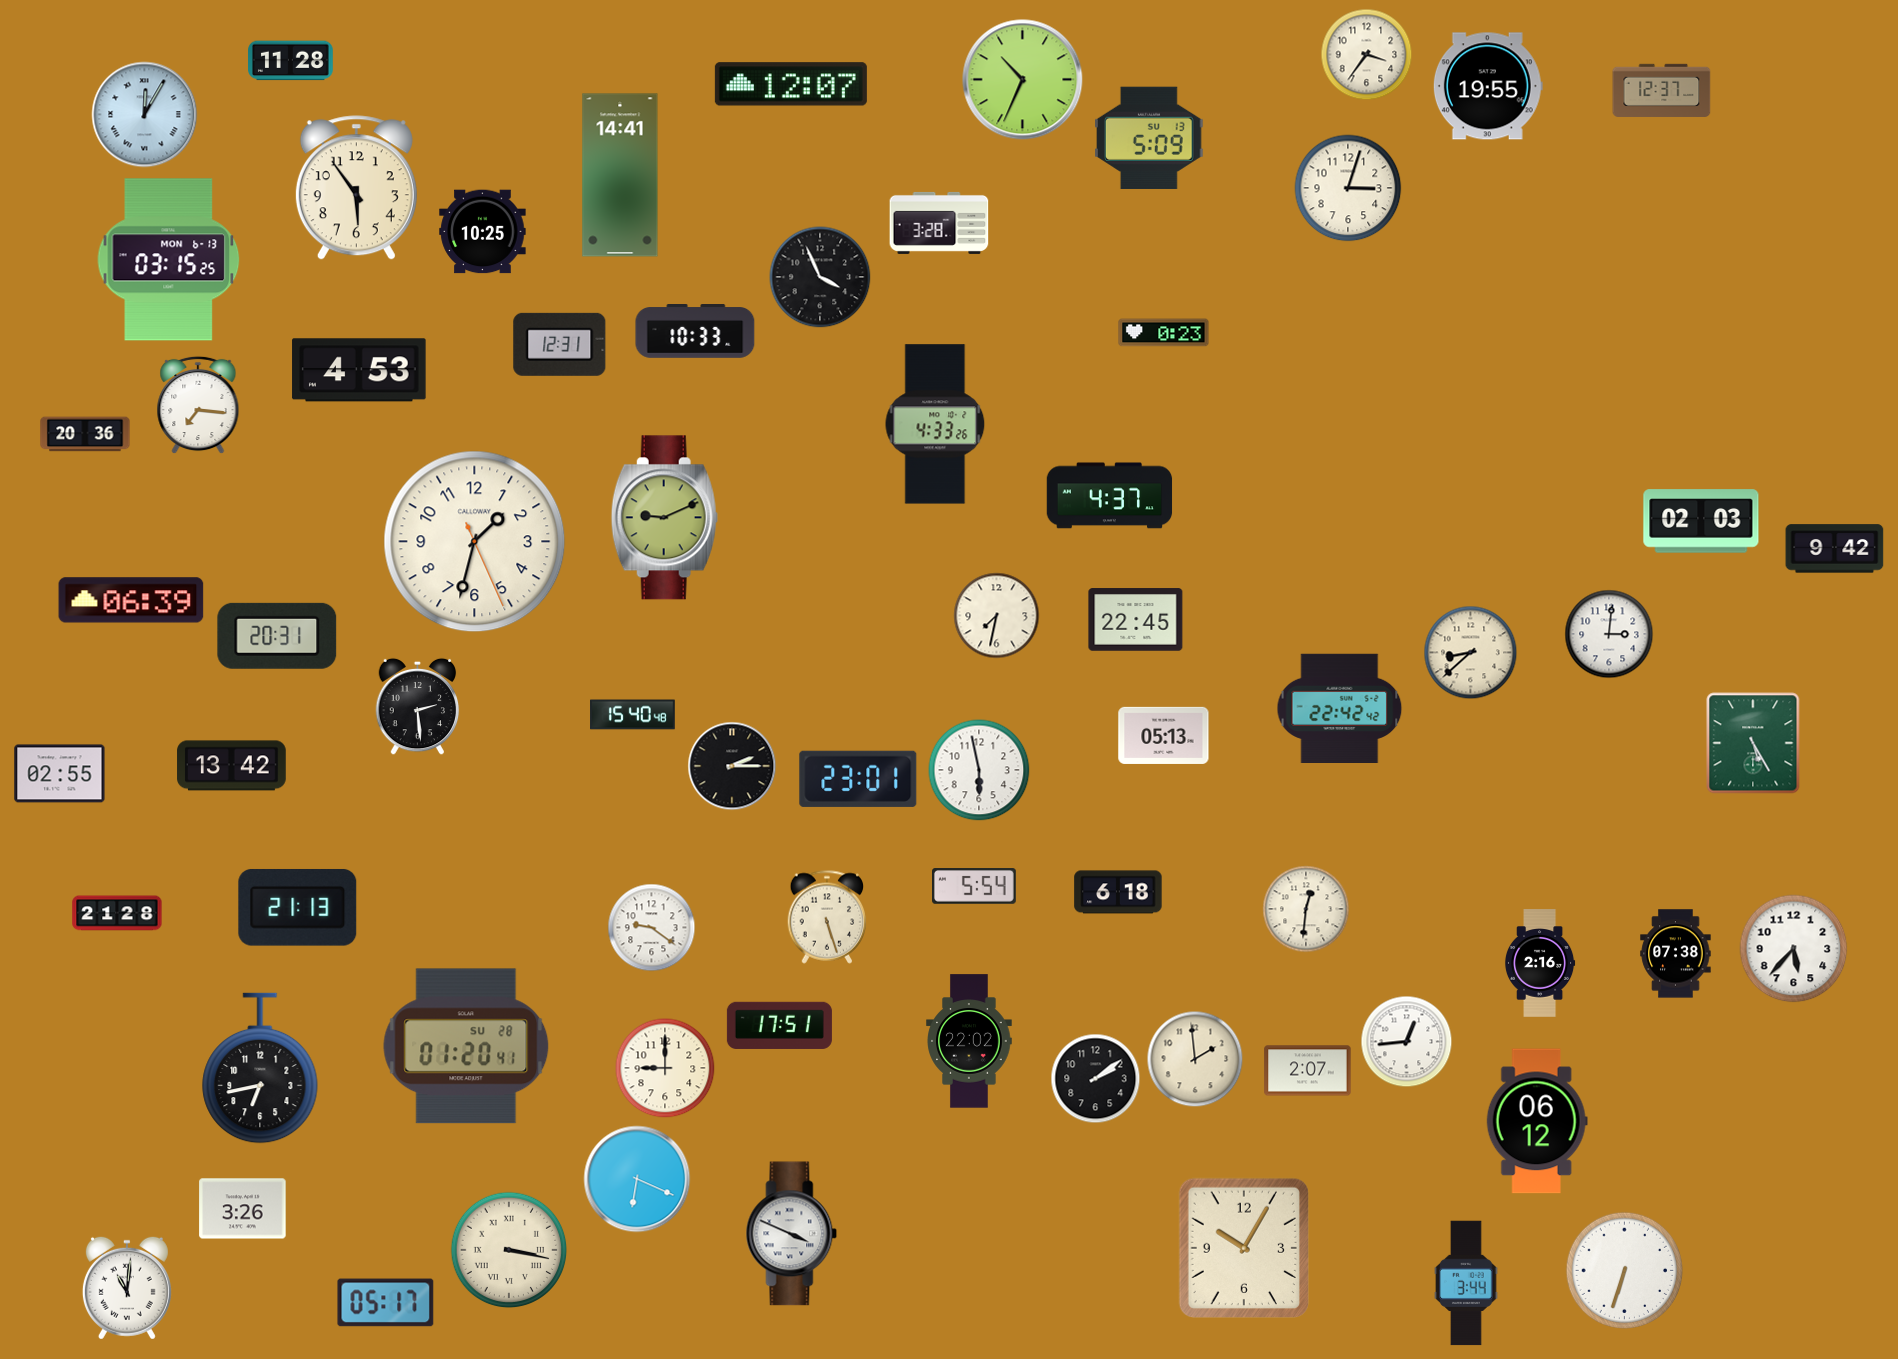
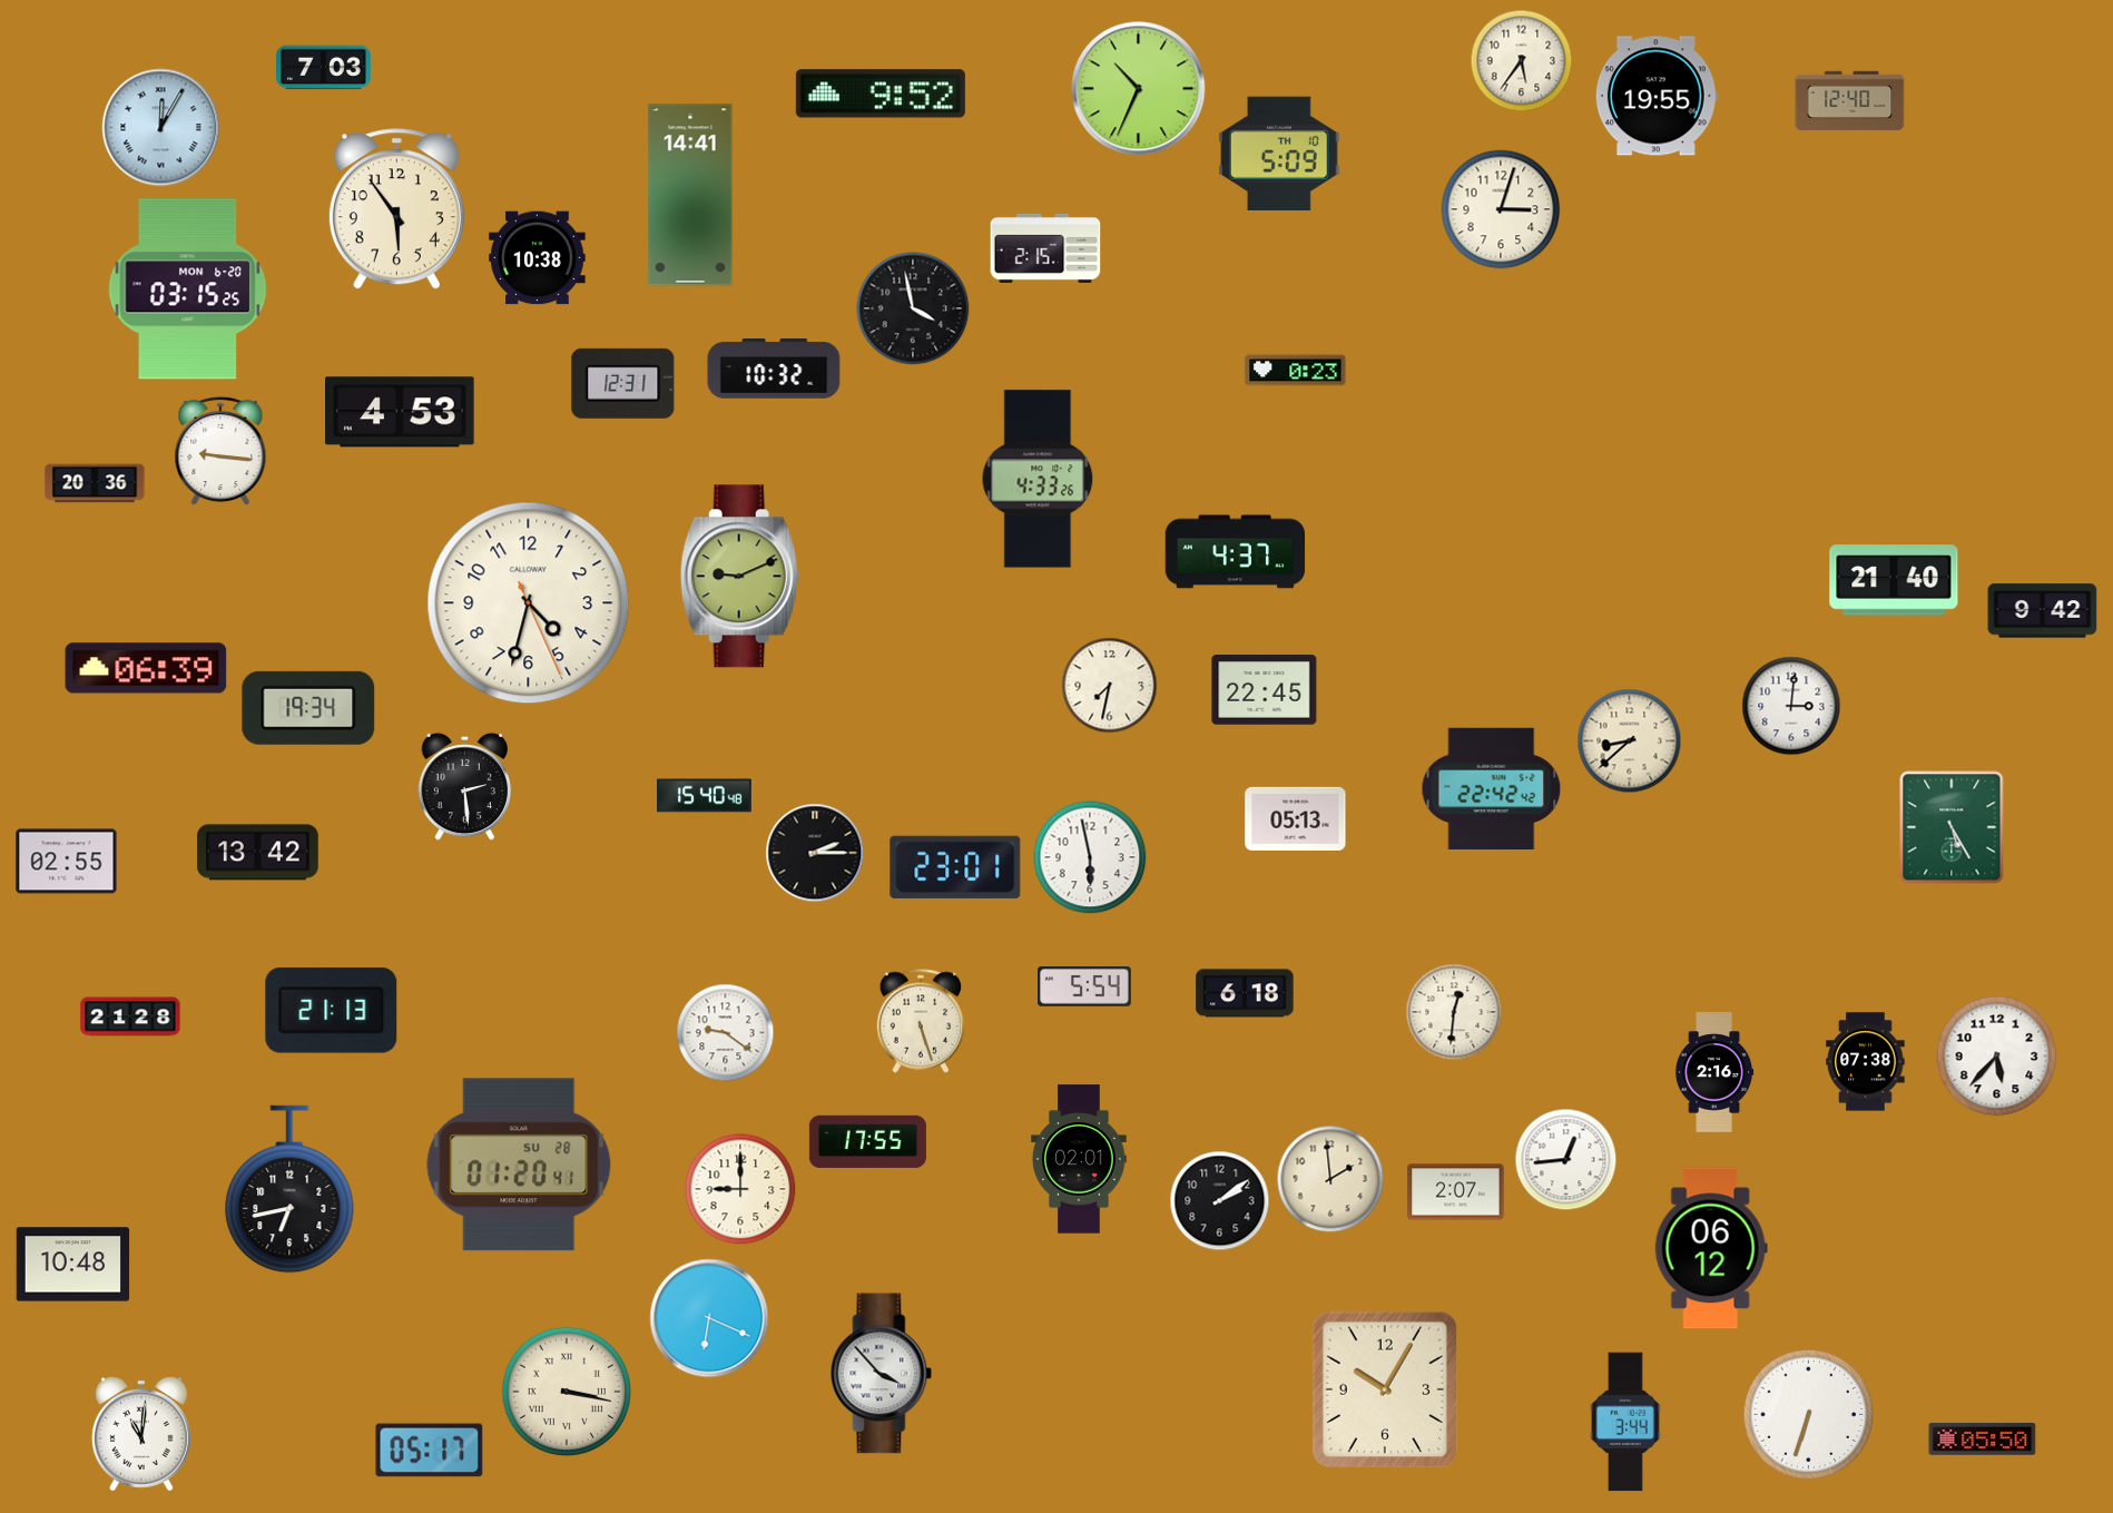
clock at (1367, 55): 3:36 -> 5:36
clock at (291, 61): 11:28 -> 7:03
clock at (791, 84): 12:07 -> 9:52
clock at (1662, 90): 12:37 -> 12:40
clock at (1149, 137) date: SU 13 -> TH 10
clock at (939, 223): 3:28 -> 2:15
clock at (483, 232): 10:25 -> 10:38
clock at (169, 260) date: MON 6-13 -> MON 6-20
clock at (820, 277): 3:56 -> 3:58
clock at (695, 332): 10:33 -> 10:32
clock at (198, 405): 7:16 -> 9:16
clock at (935, 424) position: (935, 424) -> (1038, 479)
clock at (1701, 521): 02:03 -> 21:40
clock at (475, 542): 1:32 -> 4:32
clock at (277, 636): 20:31 -> 19:34
clock at (1471, 653) position: (1471, 653) -> (1630, 741)
clock at (779, 1025): 17:51 -> 17:55
clock at (969, 1041): 22:02 -> 02:01
clock at (73, 1265): none -> 10:48
clock at (637, 1179) position: (637, 1179) -> (709, 1318)
clock at (243, 1209): 3:26 -> none
clock at (792, 1234): 3:49 -> 3:53
clock at (1466, 1283) position: (1466, 1283) -> (1625, 1422)
clock at (1983, 1438): none -> 05:50
